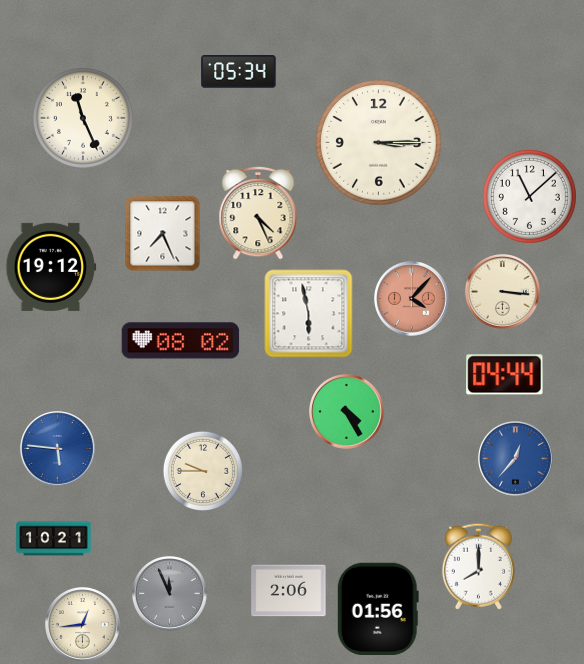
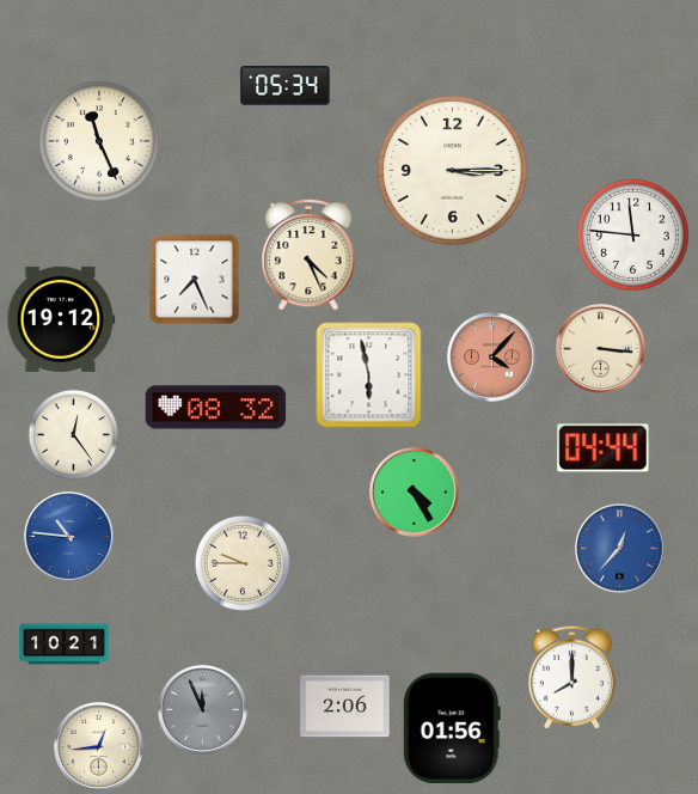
clock at (529, 196): 11:08 -> 11:46
clock at (181, 341): 08:02 -> 08:32
clock at (73, 434): none -> 12:24
clock at (58, 449): 5:46 -> 10:46
clock at (516, 459) position: (516, 459) -> (620, 549)
